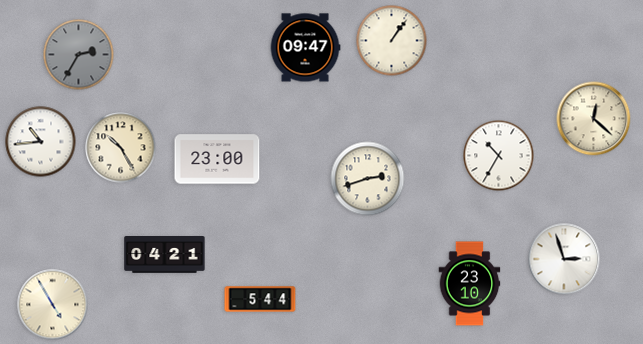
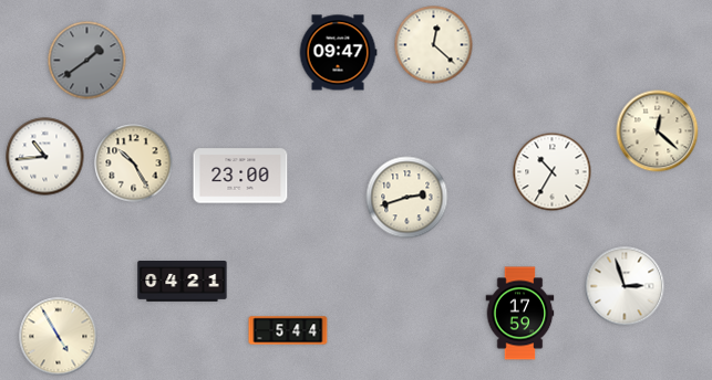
clock at (392, 41): 1:06 -> 12:22
clock at (79, 55): 2:35 -> 1:39
clock at (470, 284): 23:10 -> 17:59
